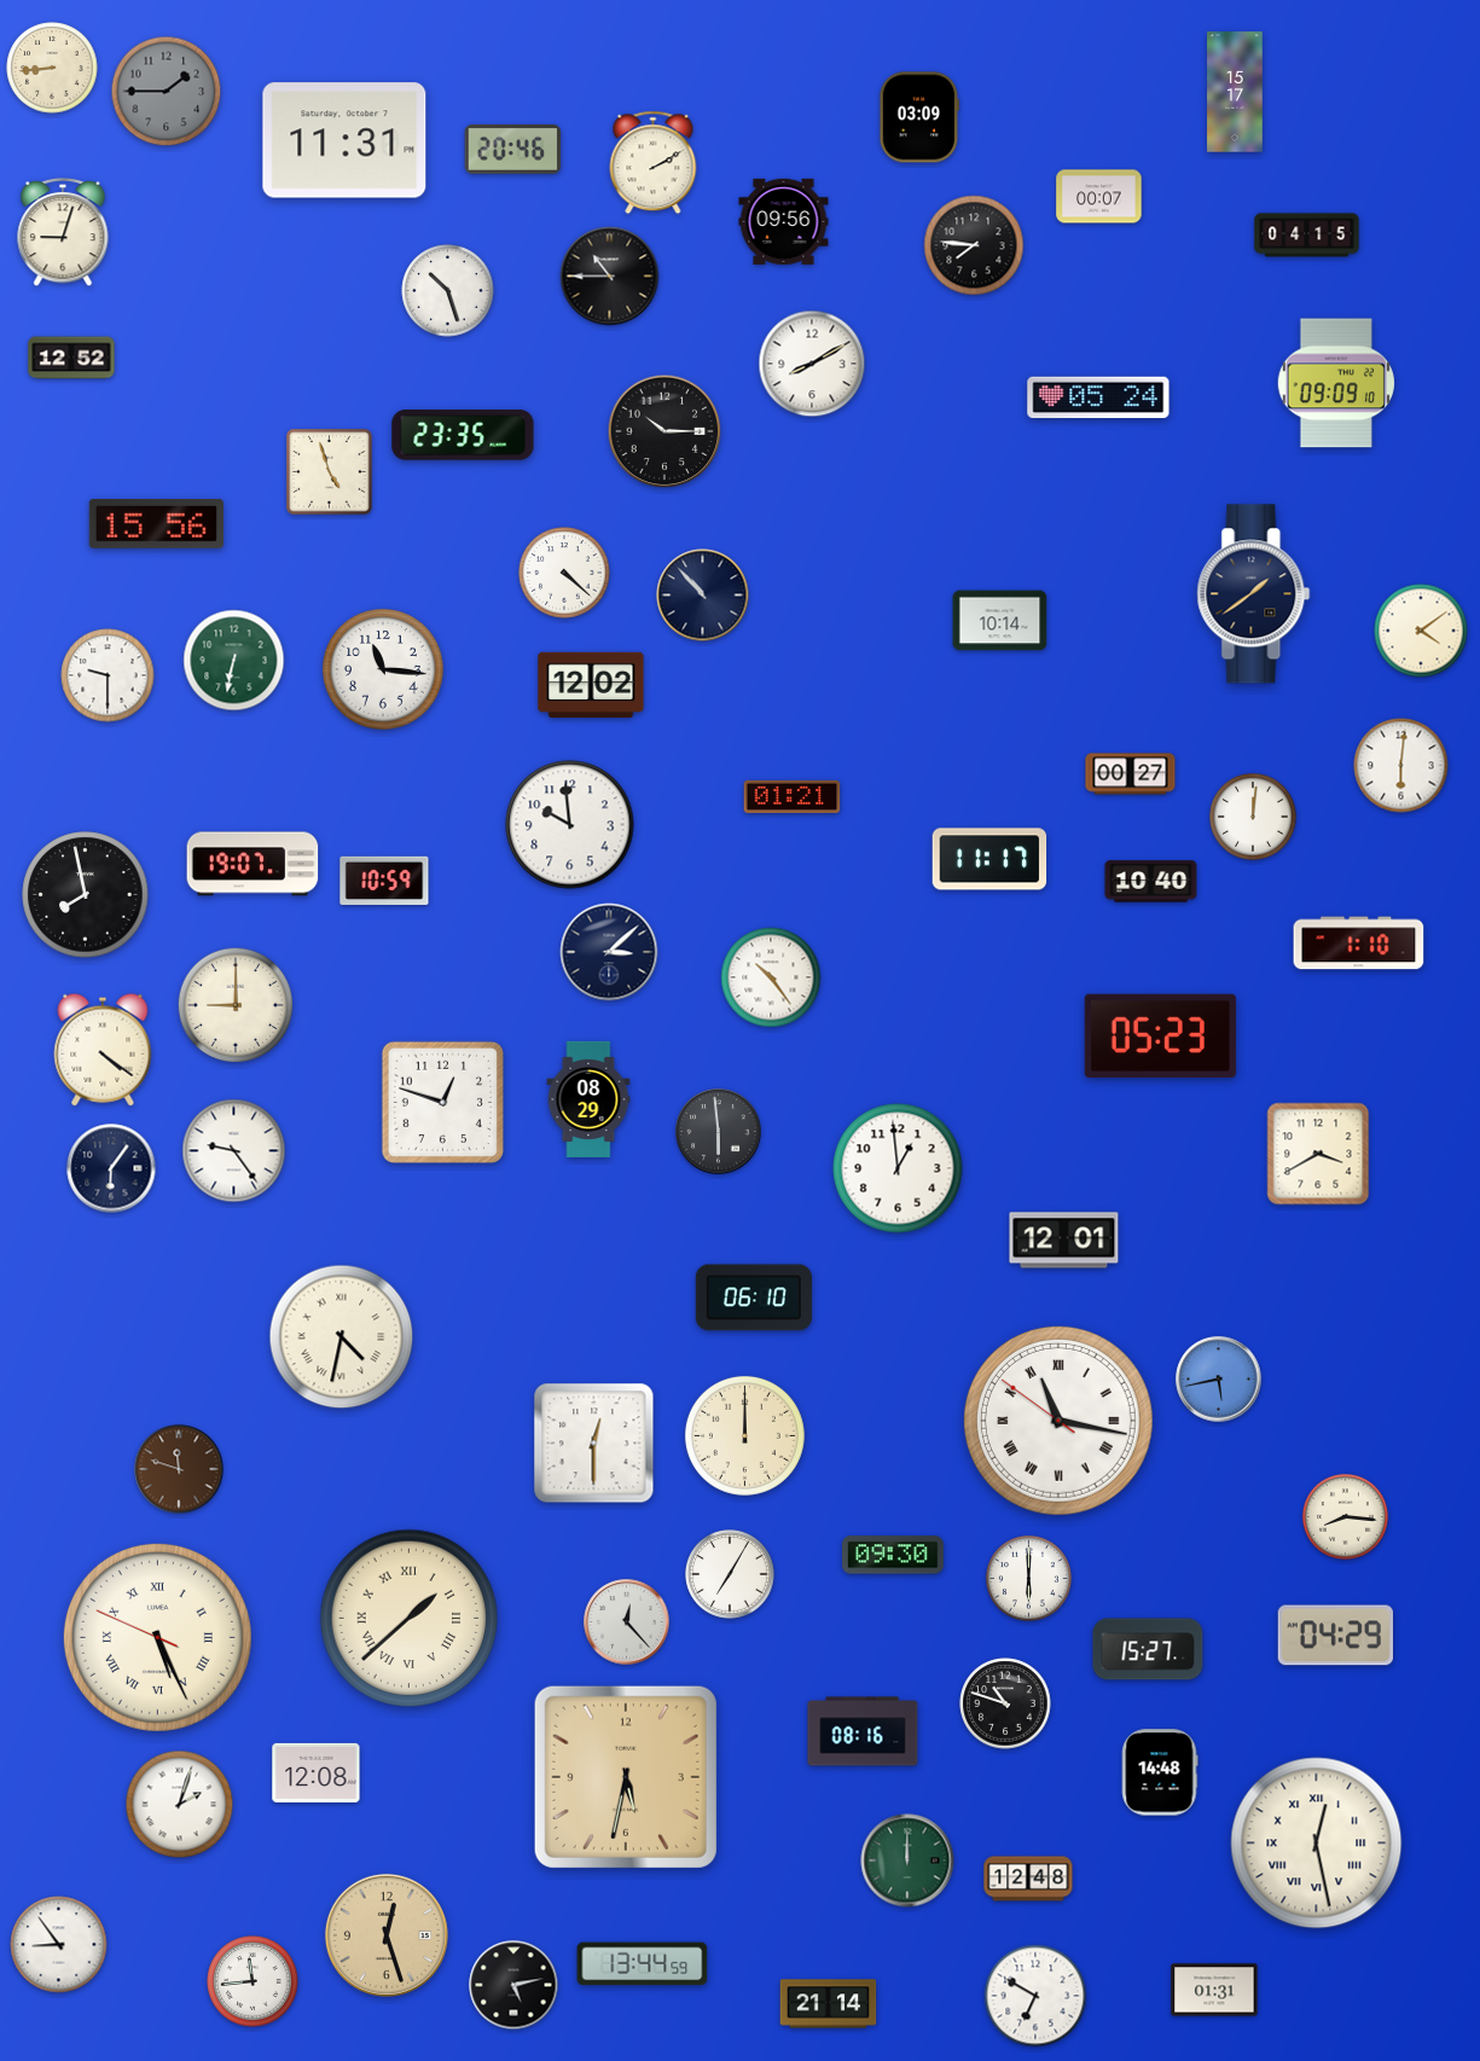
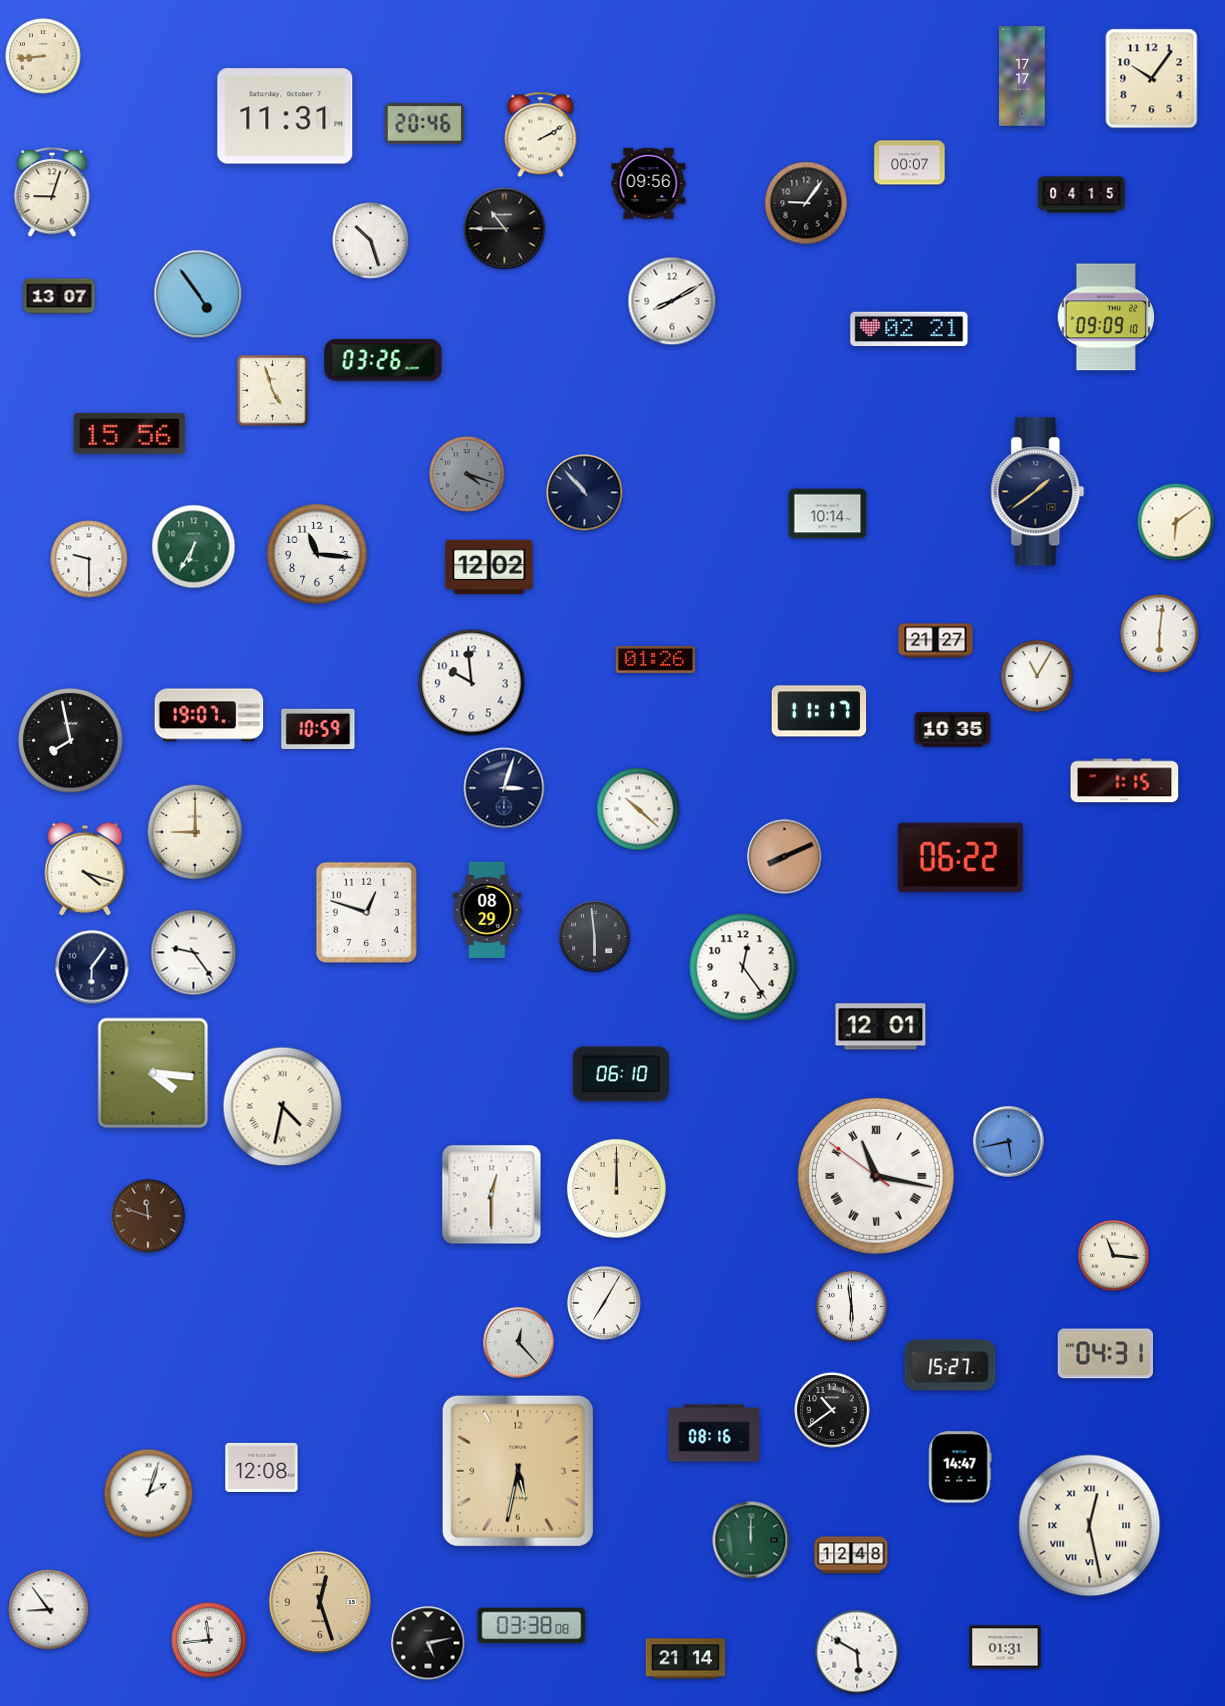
clock at (167, 92): 1:45 -> none
clock at (1235, 92): 15:17 -> 17:17
clock at (1152, 79): none -> 10:06
clock at (918, 117): 03:09 -> none
clock at (974, 245): 7:46 -> 9:06
clock at (198, 294): none -> 4:54
clock at (71, 358): 12:52 -> 13:07
clock at (1098, 397): 05:24 -> 02:21
clock at (664, 431): 10:15 -> none
clock at (463, 435): 23:35 -> 03:26
clock at (564, 573): 4:22 -> 4:18
clock at (564, 573) dial: white -> grey
clock at (703, 596) position: (703, 596) -> (585, 493)
clock at (1421, 631): 4:09 -> 6:09
clock at (234, 661): 6:32 -> 6:35
clock at (1131, 774): 00:27 -> 21:27
clock at (793, 796): 01:21 -> 01:26
clock at (1254, 818): 12:01 -> 11:05
clock at (1151, 882): 10:40 -> 10:35
clock at (1359, 944): 1:10 -> 1:15
clock at (609, 952): 3:08 -> 3:03
clock at (771, 977): 10:24 -> 10:22
clock at (785, 857): none -> 8:11
clock at (1160, 1035): 05:23 -> 06:22
clock at (103, 1050): 4:21 -> 4:18
clock at (1318, 1154): 3:40 -> none
clock at (898, 1168): 12:59 -> 12:24
clock at (153, 1073): none -> 4:16
clock at (754, 1297) position: (754, 1297) -> (621, 1074)
clock at (1345, 1516): 8:16 -> 11:16
clock at (894, 1555): 09:30 -> none
clock at (1028, 1578): 6:00 -> 5:59
clock at (410, 1619): 1:38 -> none
clock at (1335, 1636): 04:29 -> 04:31
clock at (157, 1637): 5:25 -> none
clock at (1005, 1703): 10:48 -> 10:39
clock at (1160, 1772): 14:48 -> 14:47
clock at (643, 1964): 13:44 -> 03:38
clock at (513, 1985) position: (513, 1985) -> (428, 1643)
clock at (1035, 1996): 6:50 -> 5:50
